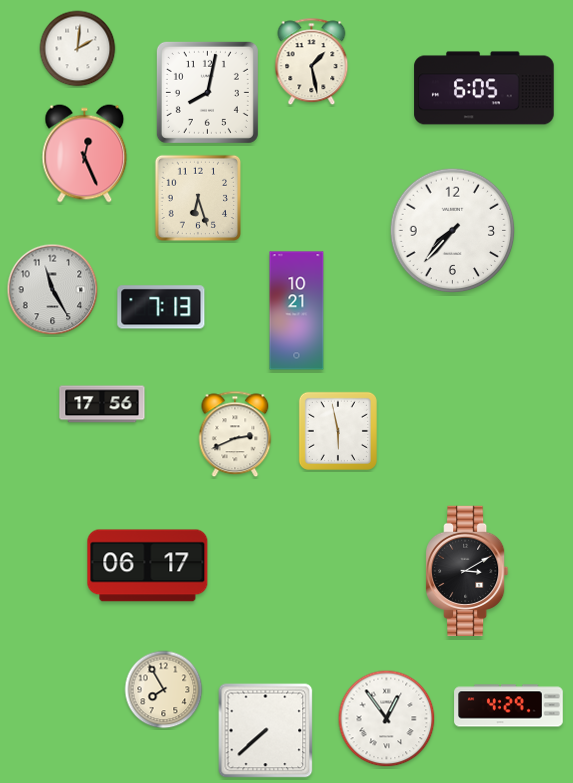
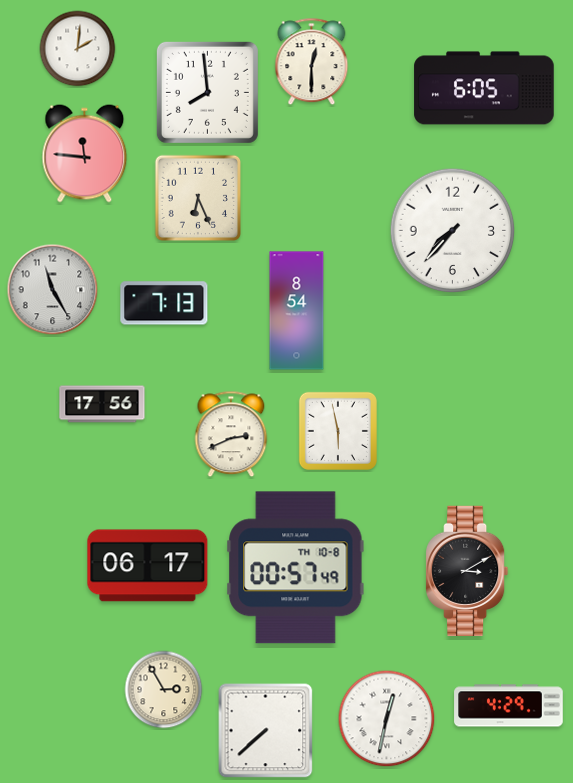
clock at (312, 62): 1:28 -> 12:30
clock at (207, 92): 8:02 -> 7:59
clock at (85, 154): 12:26 -> 11:46
clock at (197, 197): 6:27 -> 6:26
clock at (161, 307) position: (161, 307) -> (164, 303)
clock at (297, 311): 10:21 -> 8:54
clock at (235, 434) position: (235, 434) -> (231, 434)
clock at (296, 568): none -> 00:57
clock at (164, 690): 7:55 -> 2:55
clock at (387, 719): 12:54 -> 12:32
